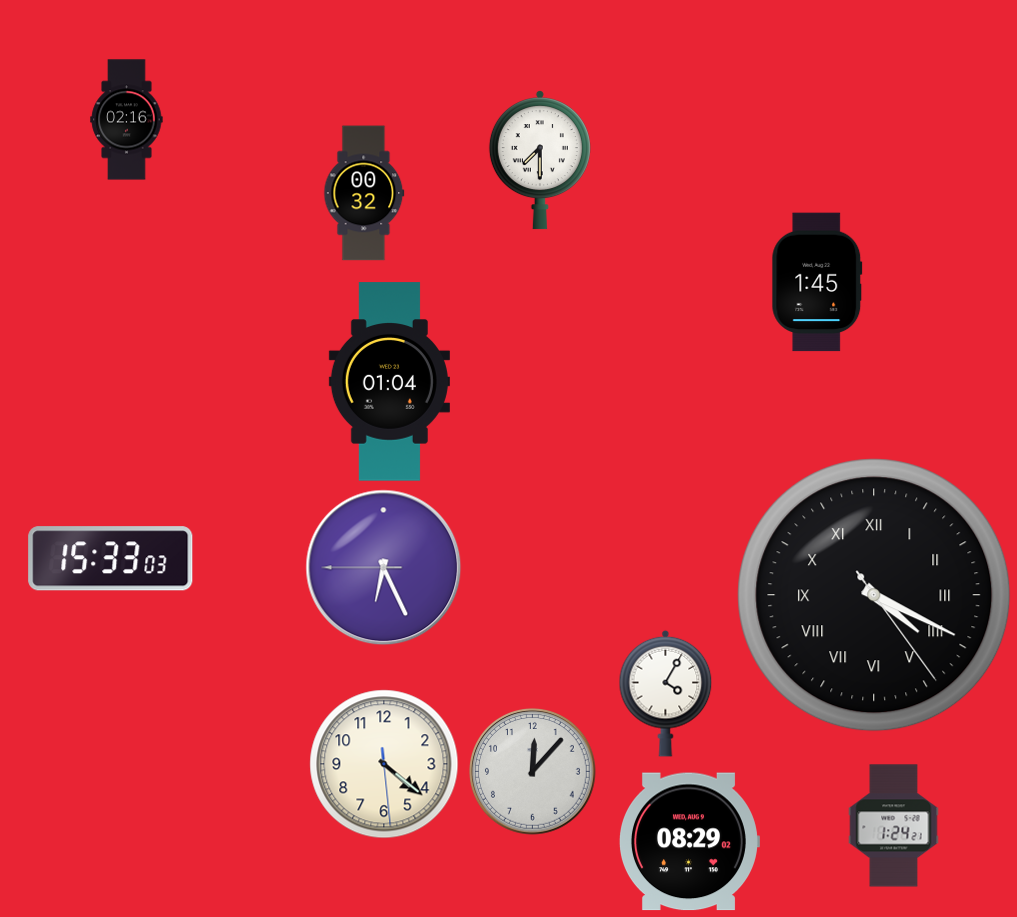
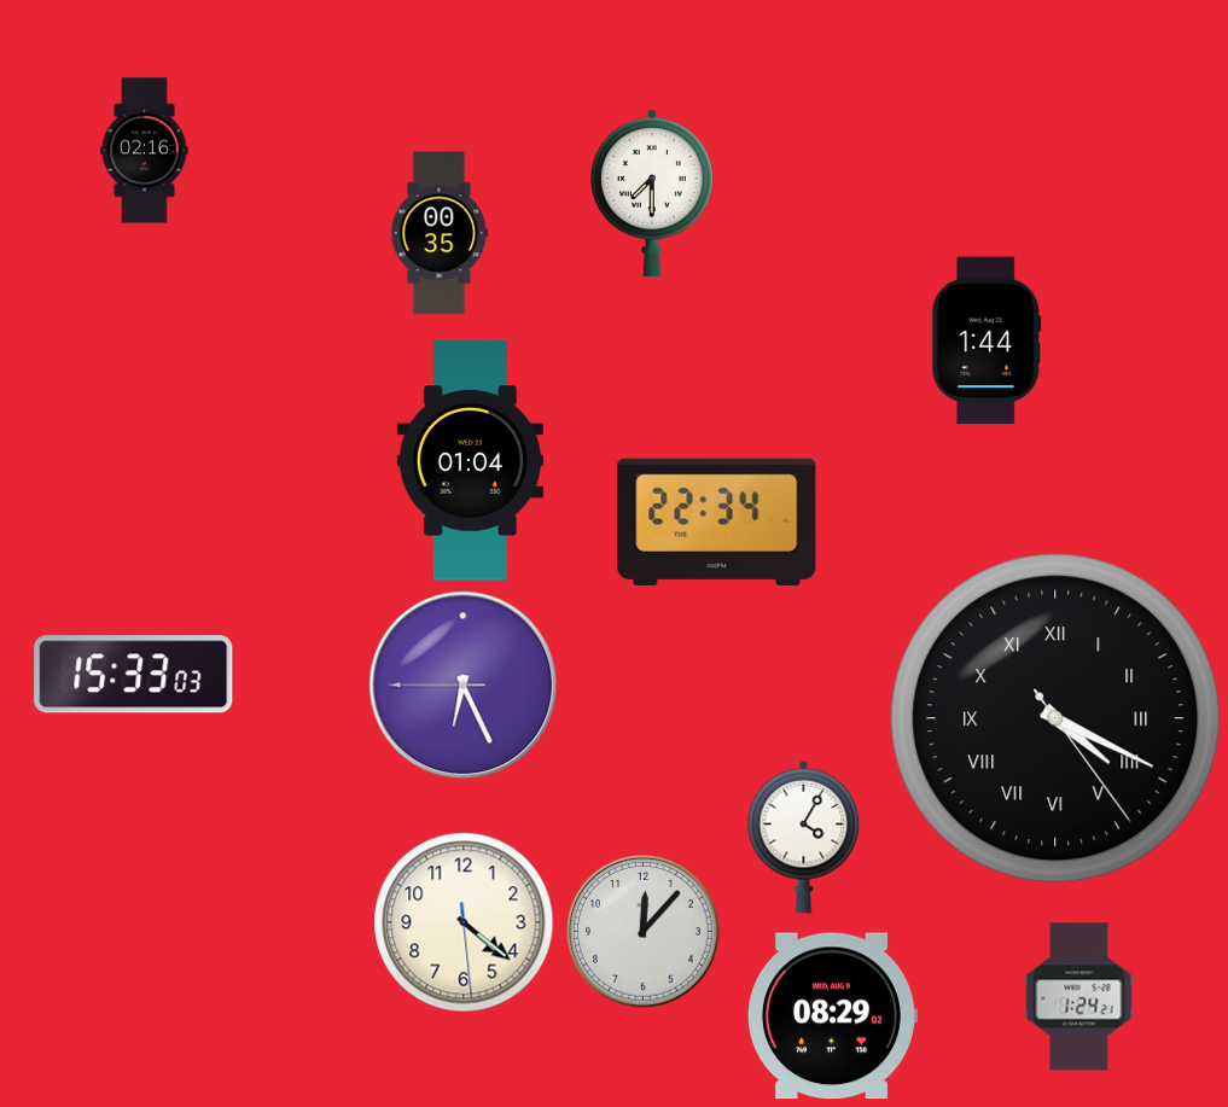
clock at (127, 120) position: (127, 120) -> (145, 151)
clock at (364, 193): 00:32 -> 00:35
clock at (817, 282): 1:45 -> 1:44
clock at (717, 522): none -> 22:34
